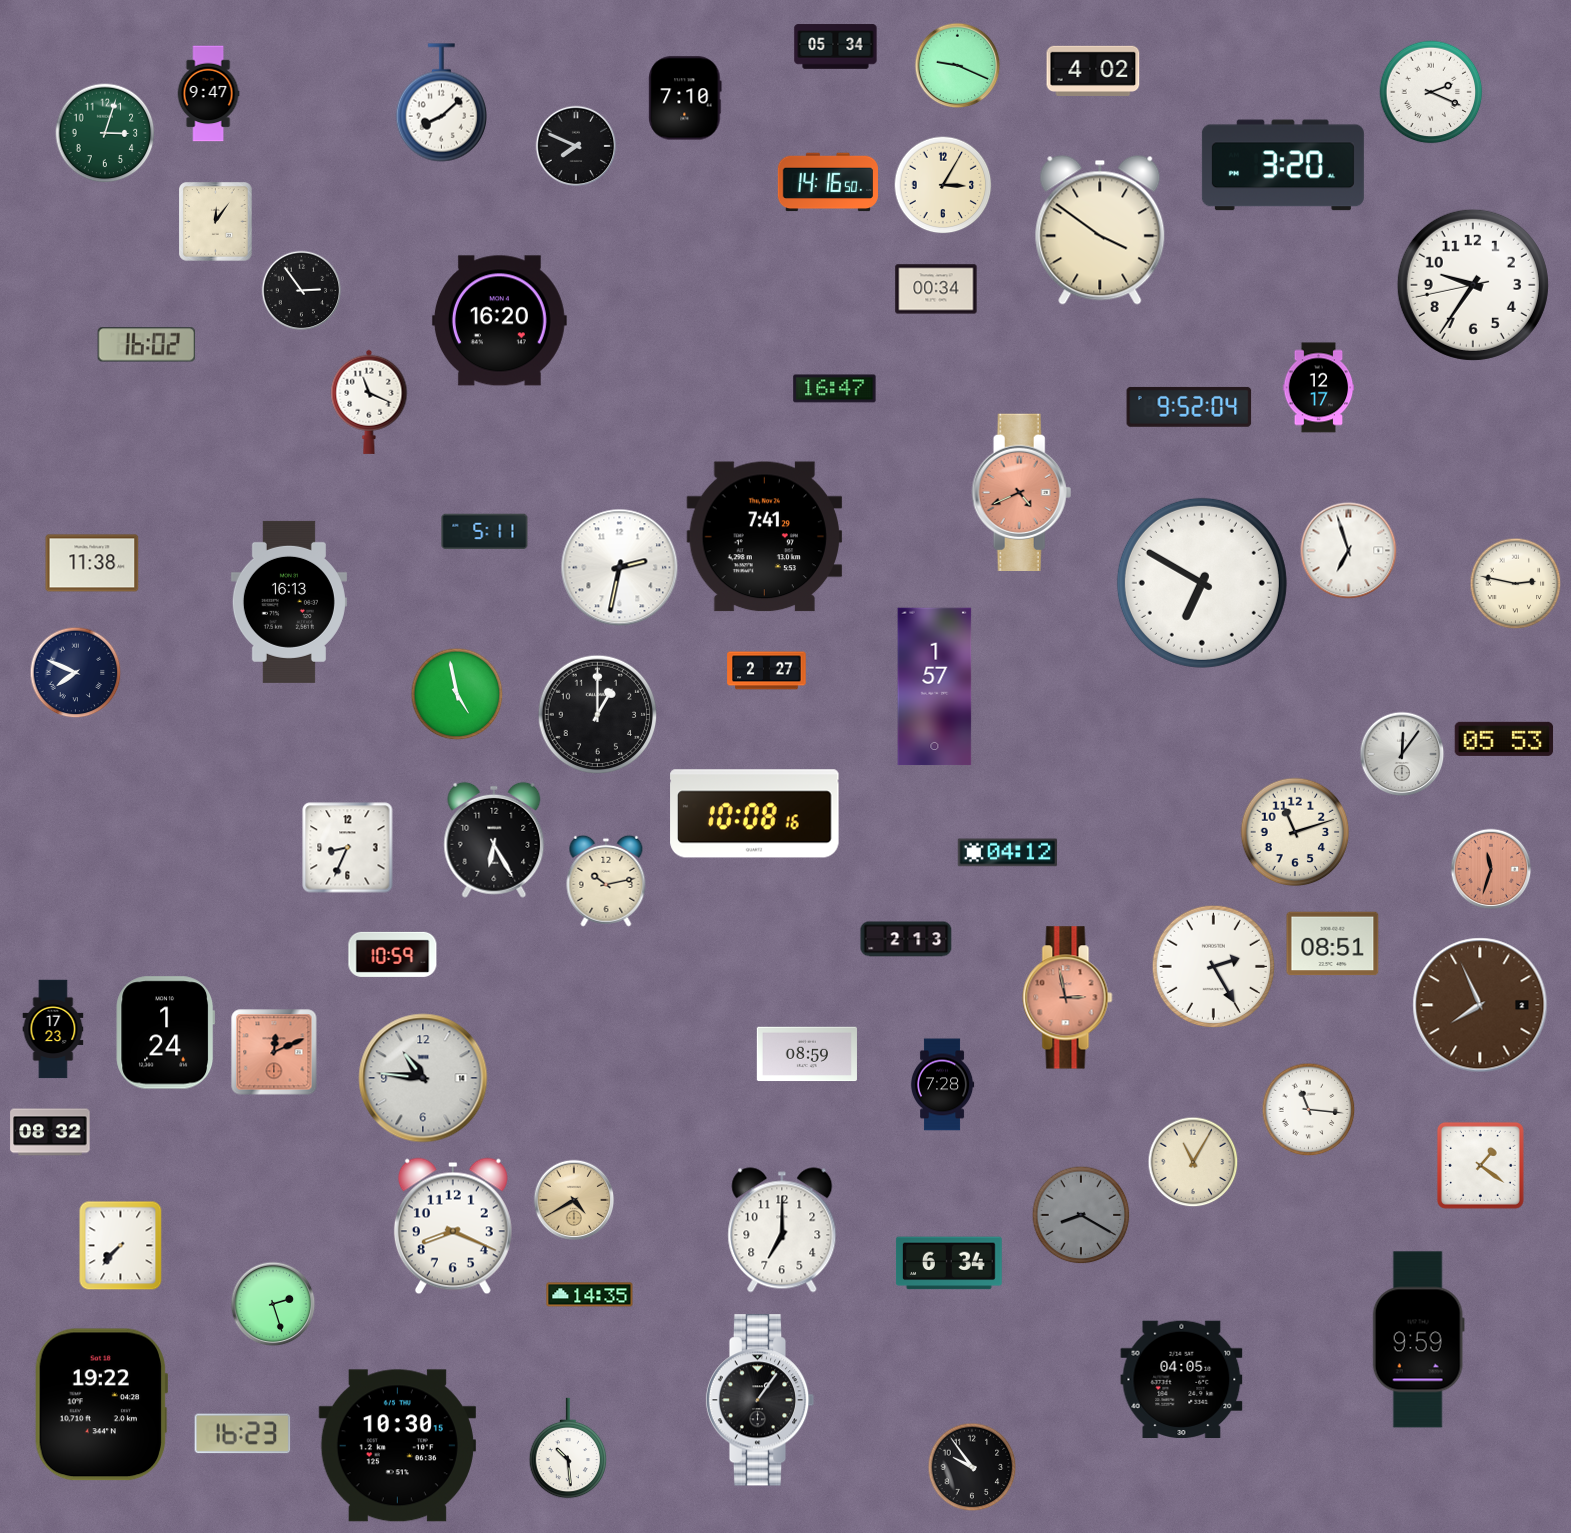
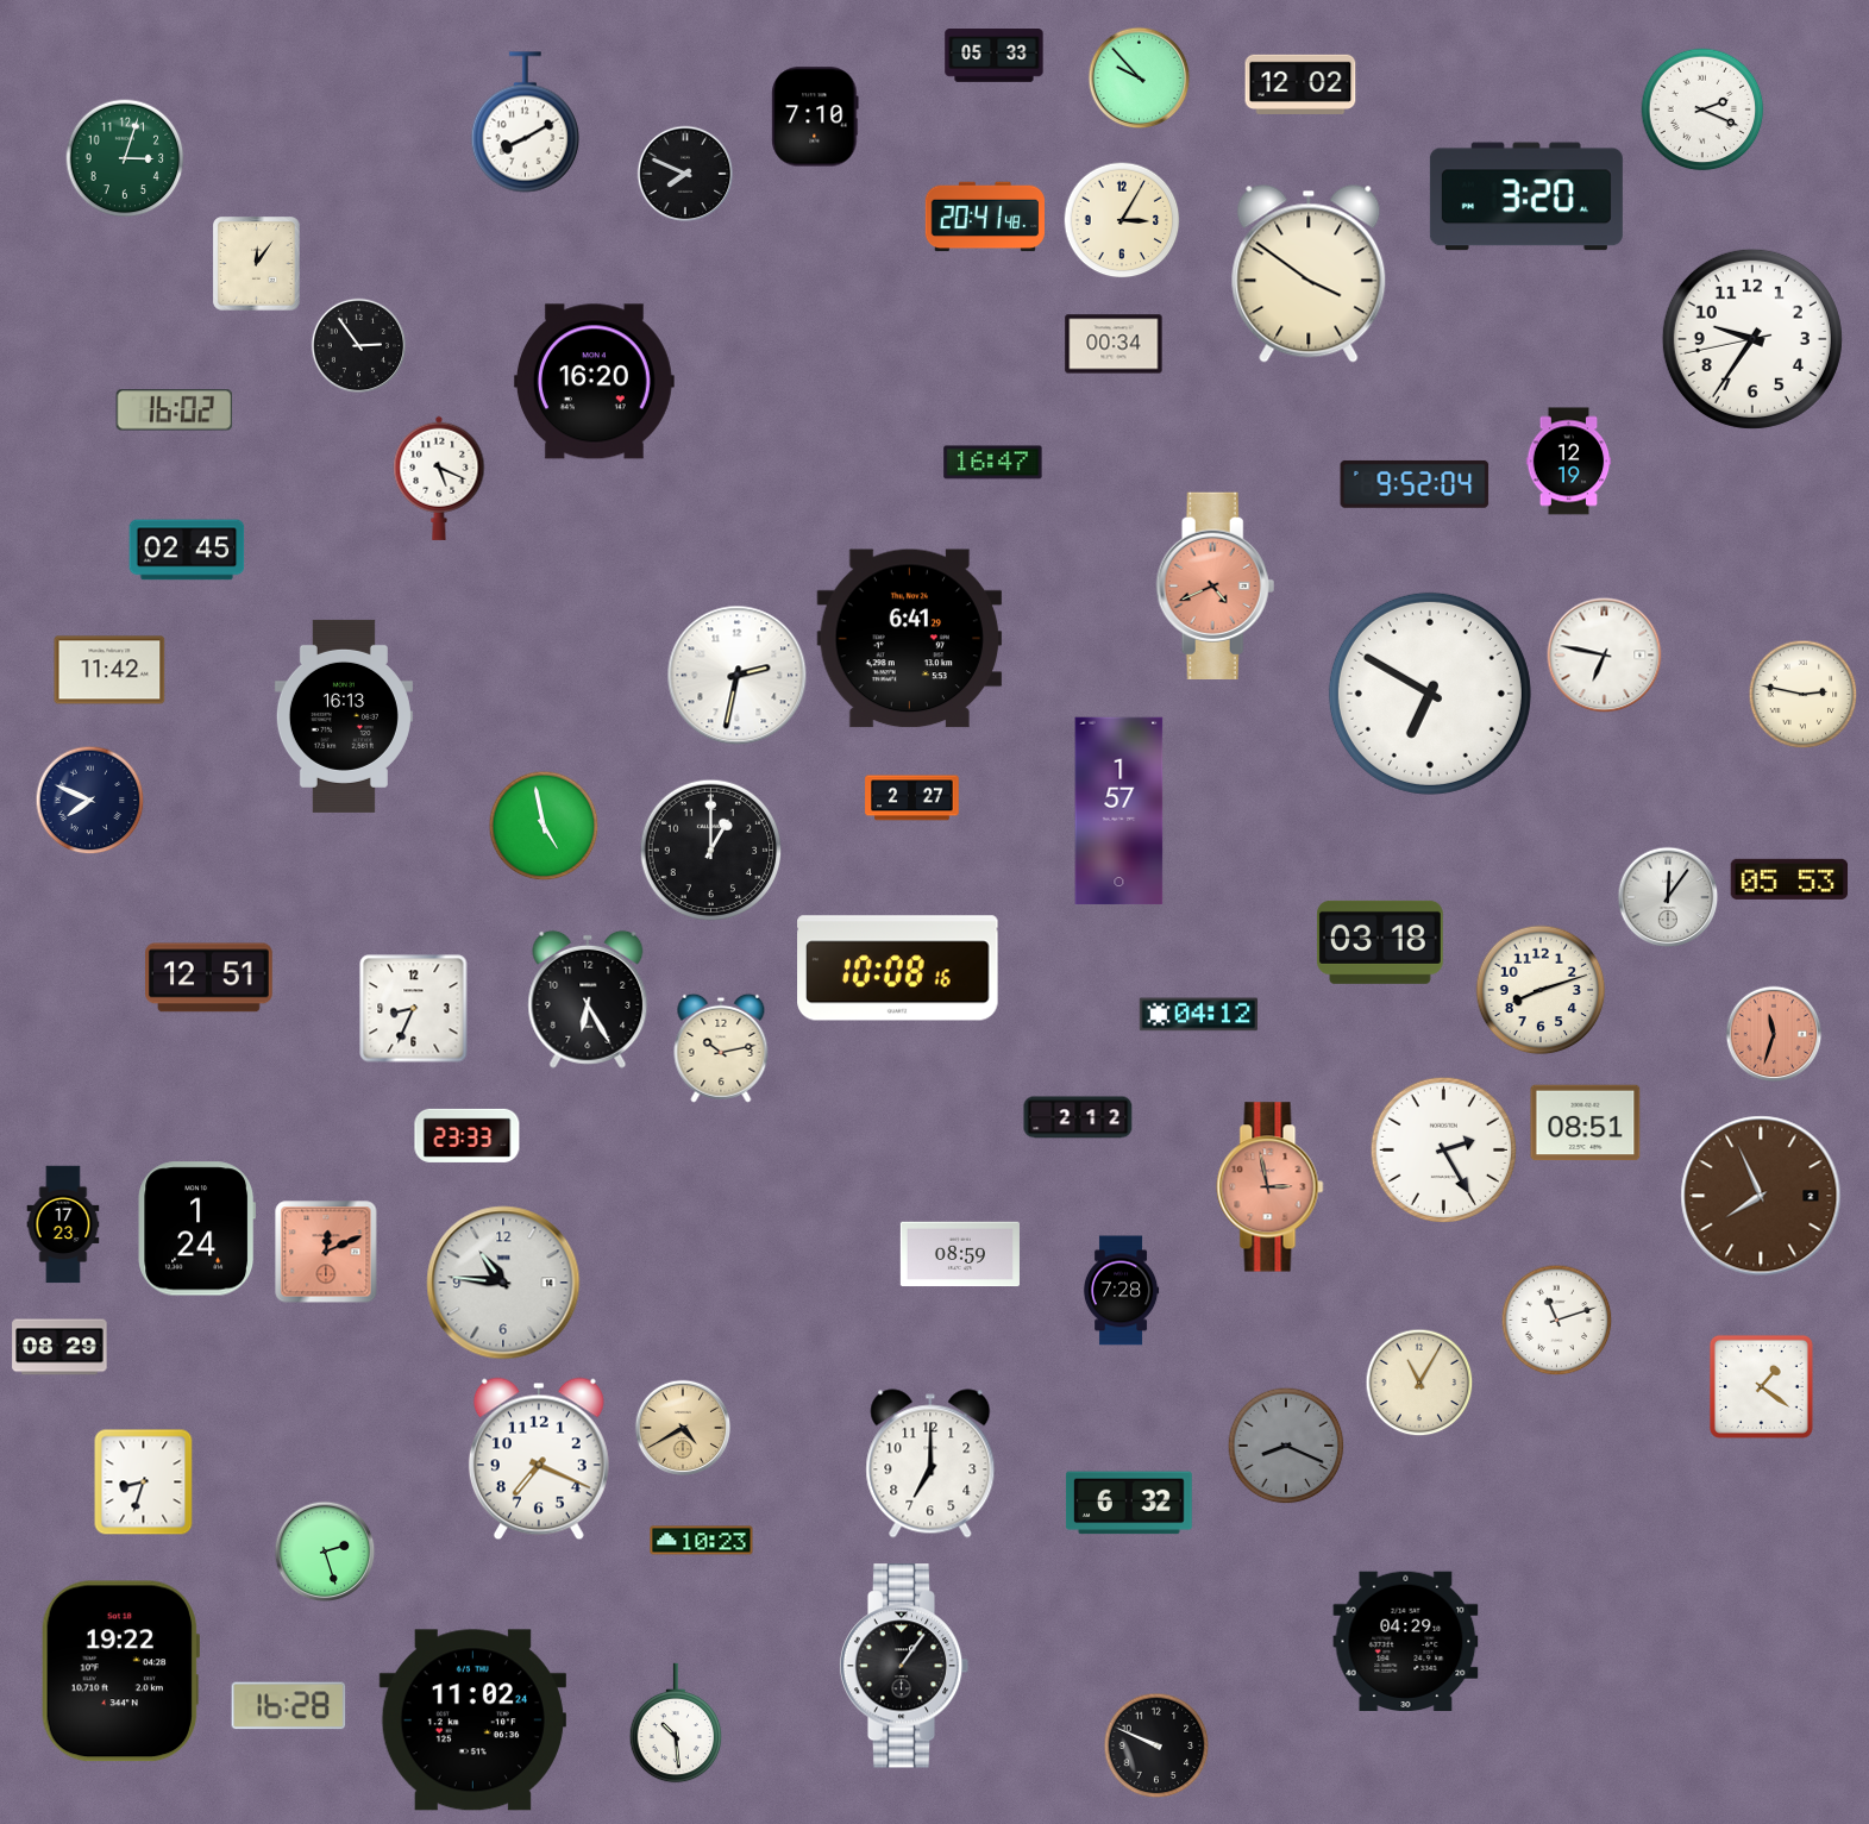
clock at (836, 47): 05:34 -> 05:33
clock at (958, 66): 9:19 -> 9:53
clock at (1093, 70): 4:02 -> 12:02
clock at (208, 94): 9:47 -> none
clock at (441, 103): 8:08 -> 8:10
clock at (827, 182): 14:16 -> 20:41
clock at (1319, 388): 12:17 -> 12:19
clock at (369, 402): 11:19 -> 5:19
clock at (187, 550): none -> 02:45
clock at (485, 532): 5:11 -> none
clock at (765, 537): 7:41 -> 6:41
clock at (1349, 551): 6:57 -> 6:47
clock at (92, 563): 11:38 -> 11:42
clock at (935, 687) position: (935, 687) -> (1119, 811)
clock at (1380, 942): none -> 03:18
clock at (209, 978): none -> 12:51
clock at (1295, 832): 11:12 -> 8:12
clock at (906, 939): 2:13 -> 2:12
clock at (393, 954): 10:59 -> 23:33
clock at (1309, 1110): 11:16 -> 11:12
clock at (50, 1132): 08:32 -> 08:29
clock at (1081, 1215): 8:20 -> 8:19
clock at (453, 1226): 8:19 -> 7:19
clock at (121, 1246): 7:37 -> 8:33
clock at (949, 1263): 6:34 -> 6:32
clock at (590, 1295): 14:35 -> 10:23
clock at (1418, 1340): 9:59 -> none
clock at (1182, 1379): 04:05 -> 04:29
clock at (243, 1434): 16:23 -> 16:28
clock at (397, 1446): 10:30 -> 11:02
clock at (972, 1467): 9:54 -> 9:49
